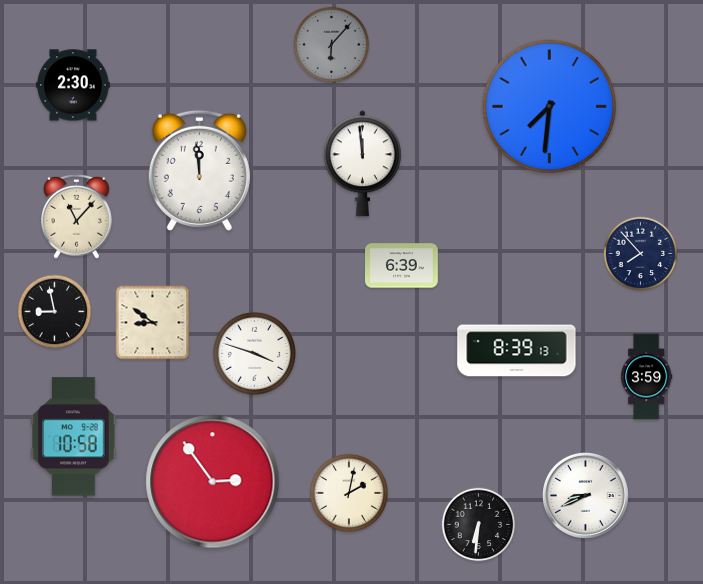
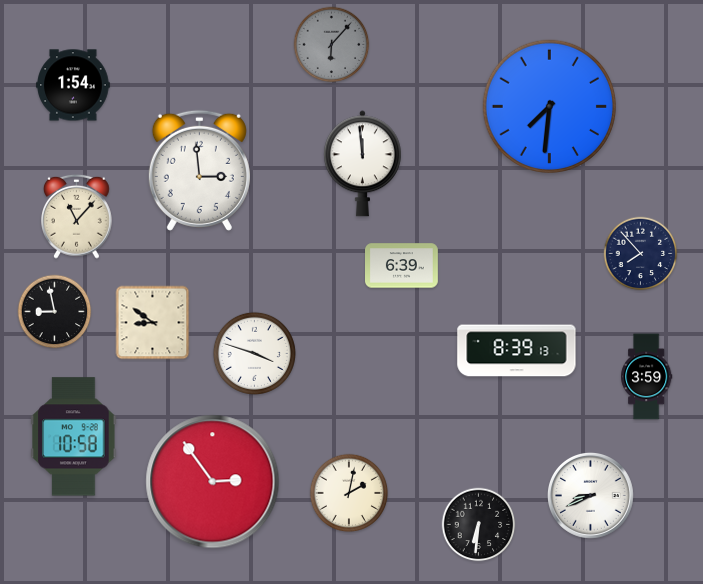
clock at (73, 85): 2:30 -> 1:54
clock at (199, 170): 11:59 -> 2:59
clock at (585, 495) position: (585, 495) -> (590, 495)
